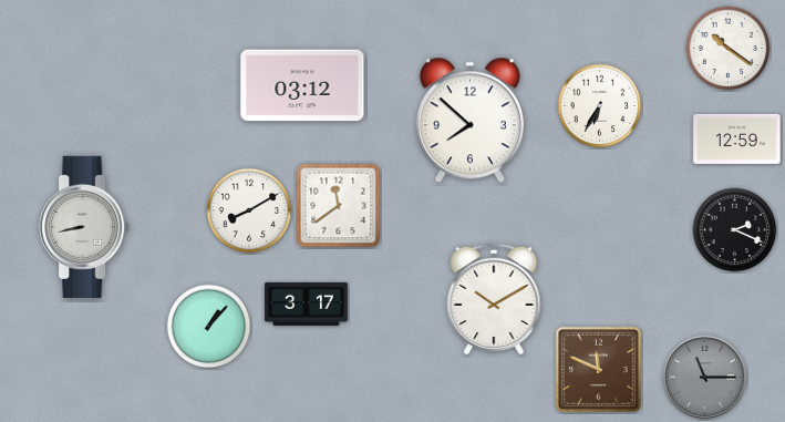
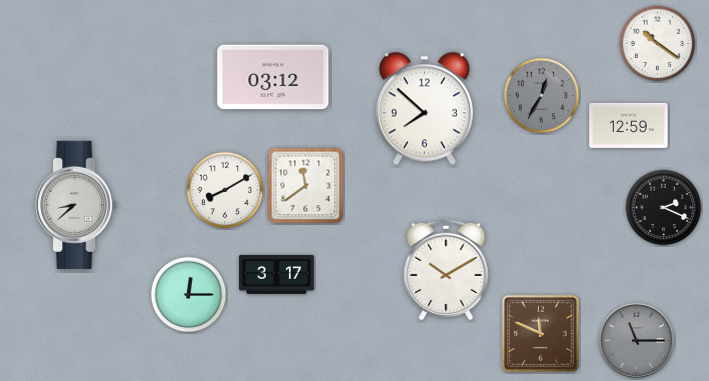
clock at (600, 106): 6:35 -> 12:35
clock at (600, 106) dial: white -> grey
clock at (737, 138) position: (737, 138) -> (629, 125)
clock at (84, 227): 8:43 -> 8:38
clock at (209, 327): 1:07 -> 12:15
